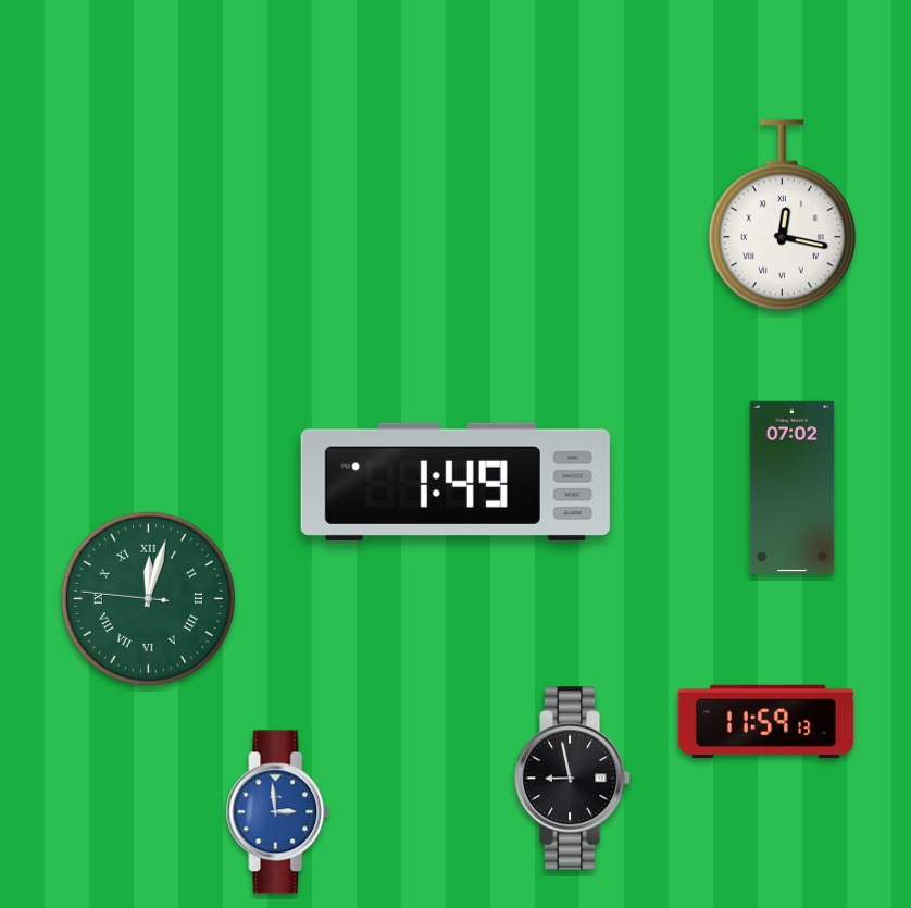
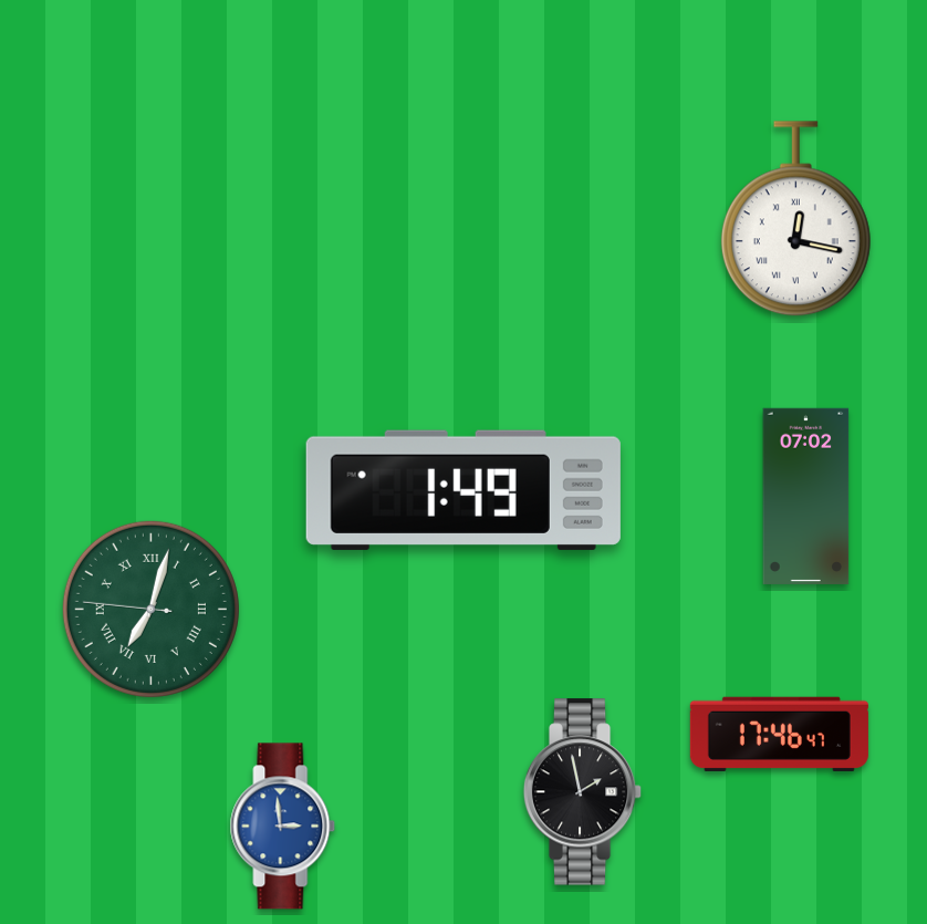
clock at (148, 598): 12:02 -> 7:02
clock at (765, 721): 11:59 -> 17:46
clock at (573, 779): 8:58 -> 1:58
